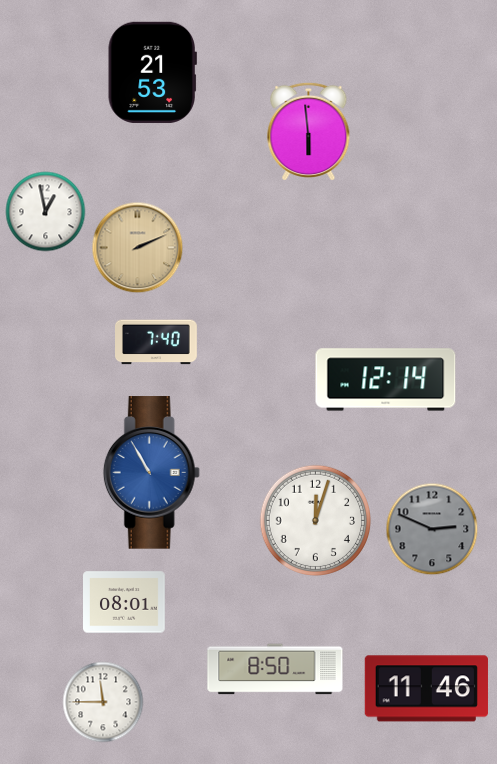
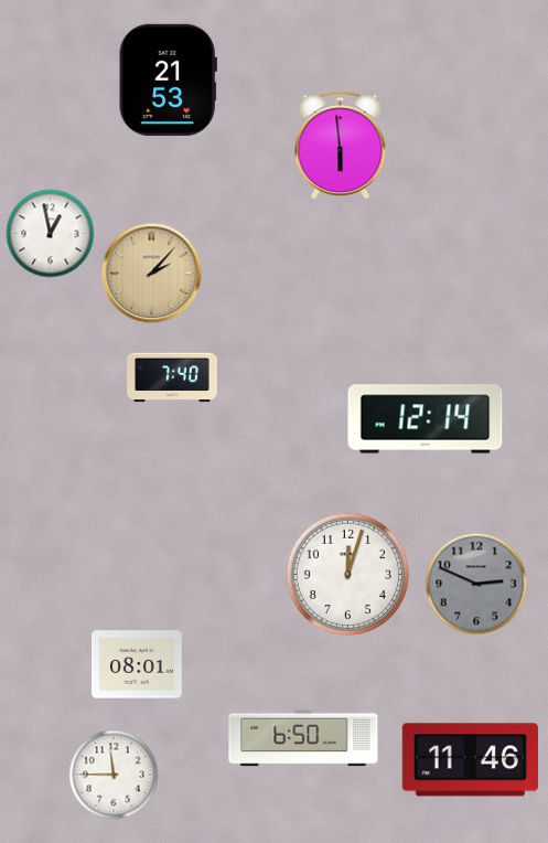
clock at (138, 248): 2:11 -> 2:07
clock at (151, 473): 10:55 -> none
clock at (275, 669): 8:50 -> 6:50
